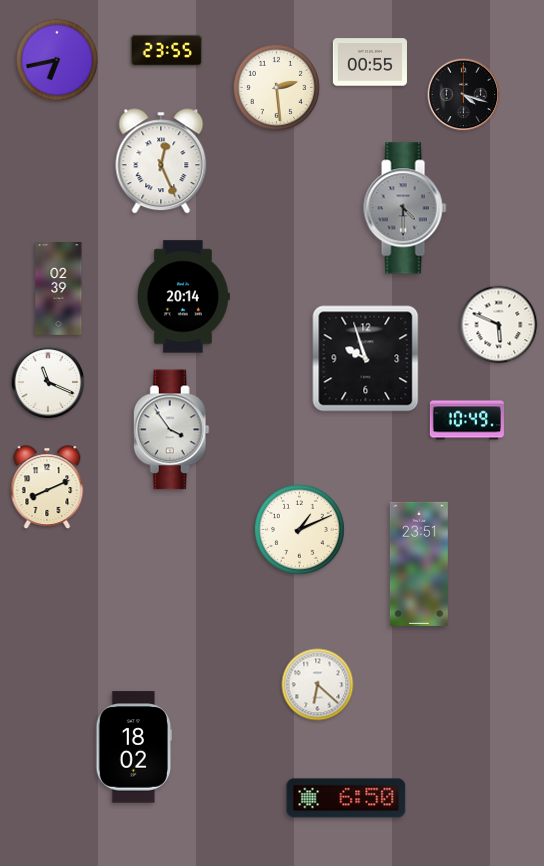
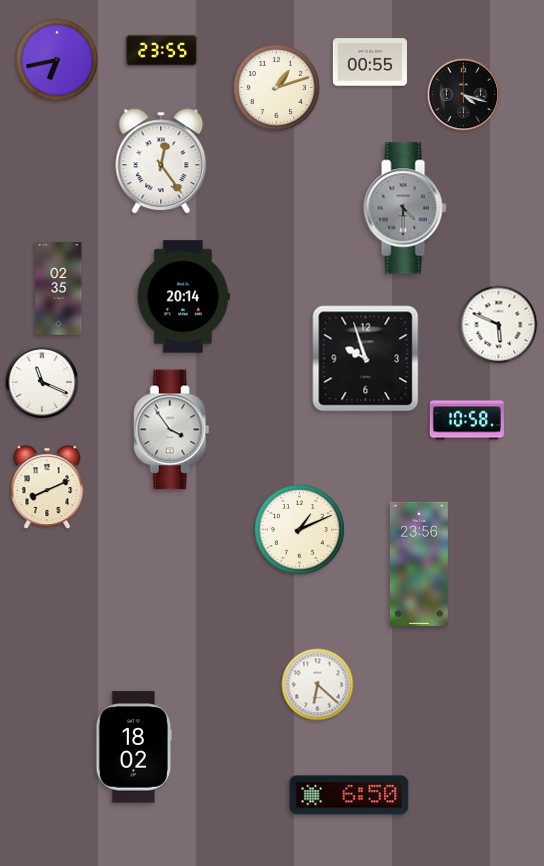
clock at (167, 50) position: (167, 50) -> (162, 50)
clock at (276, 87): 2:29 -> 1:12
clock at (161, 161): 12:26 -> 12:24
clock at (59, 289): 02:39 -> 02:35
clock at (48, 382) position: (48, 382) -> (42, 382)
clock at (467, 420): 10:49 -> 10:58
clock at (419, 564): 23:51 -> 23:56
clock at (346, 798) position: (346, 798) -> (349, 795)
